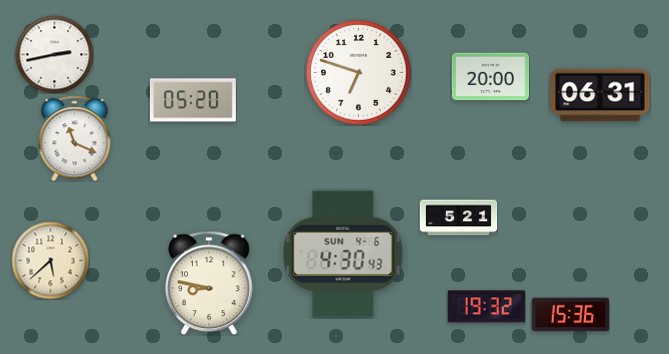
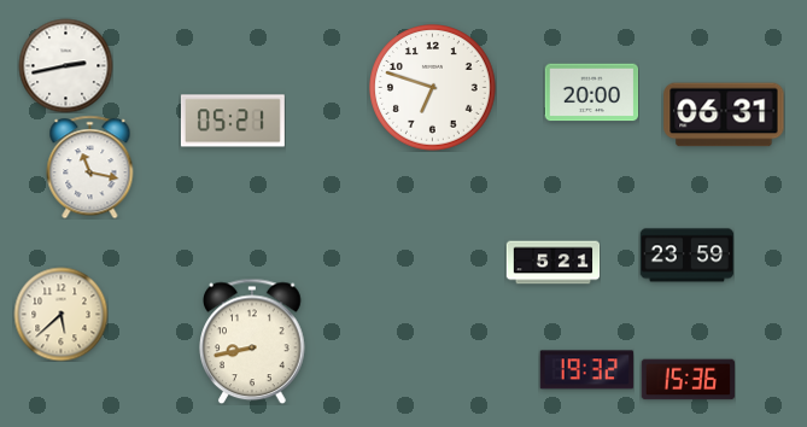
clock at (193, 100): 05:20 -> 05:21
clock at (75, 138): 11:19 -> 11:17
clock at (686, 256): none -> 23:59
clock at (343, 254): 4:30 -> none
clock at (209, 283): 8:47 -> 8:43
